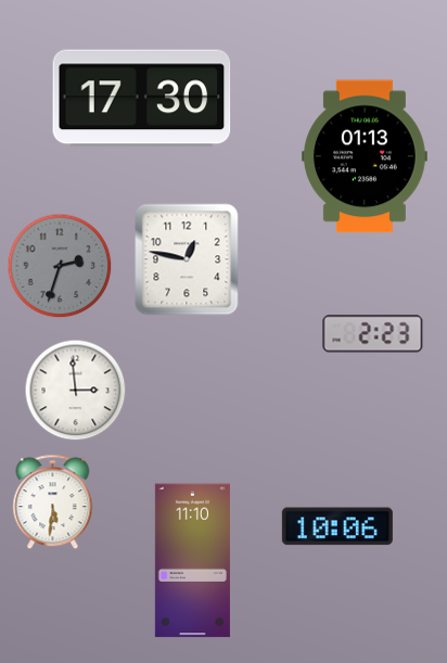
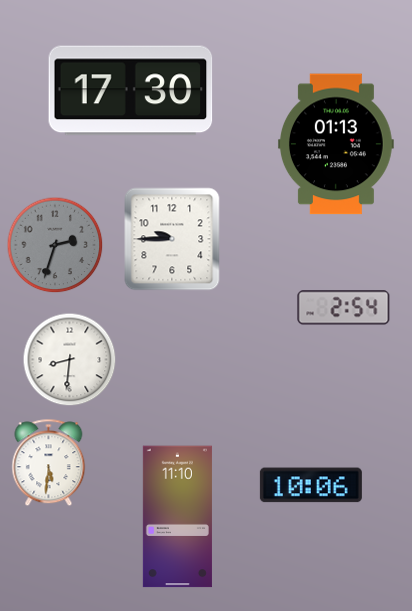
clock at (187, 259): 12:47 -> 9:45
clock at (373, 334): 2:23 -> 2:54
clock at (76, 391): 2:59 -> 8:31
